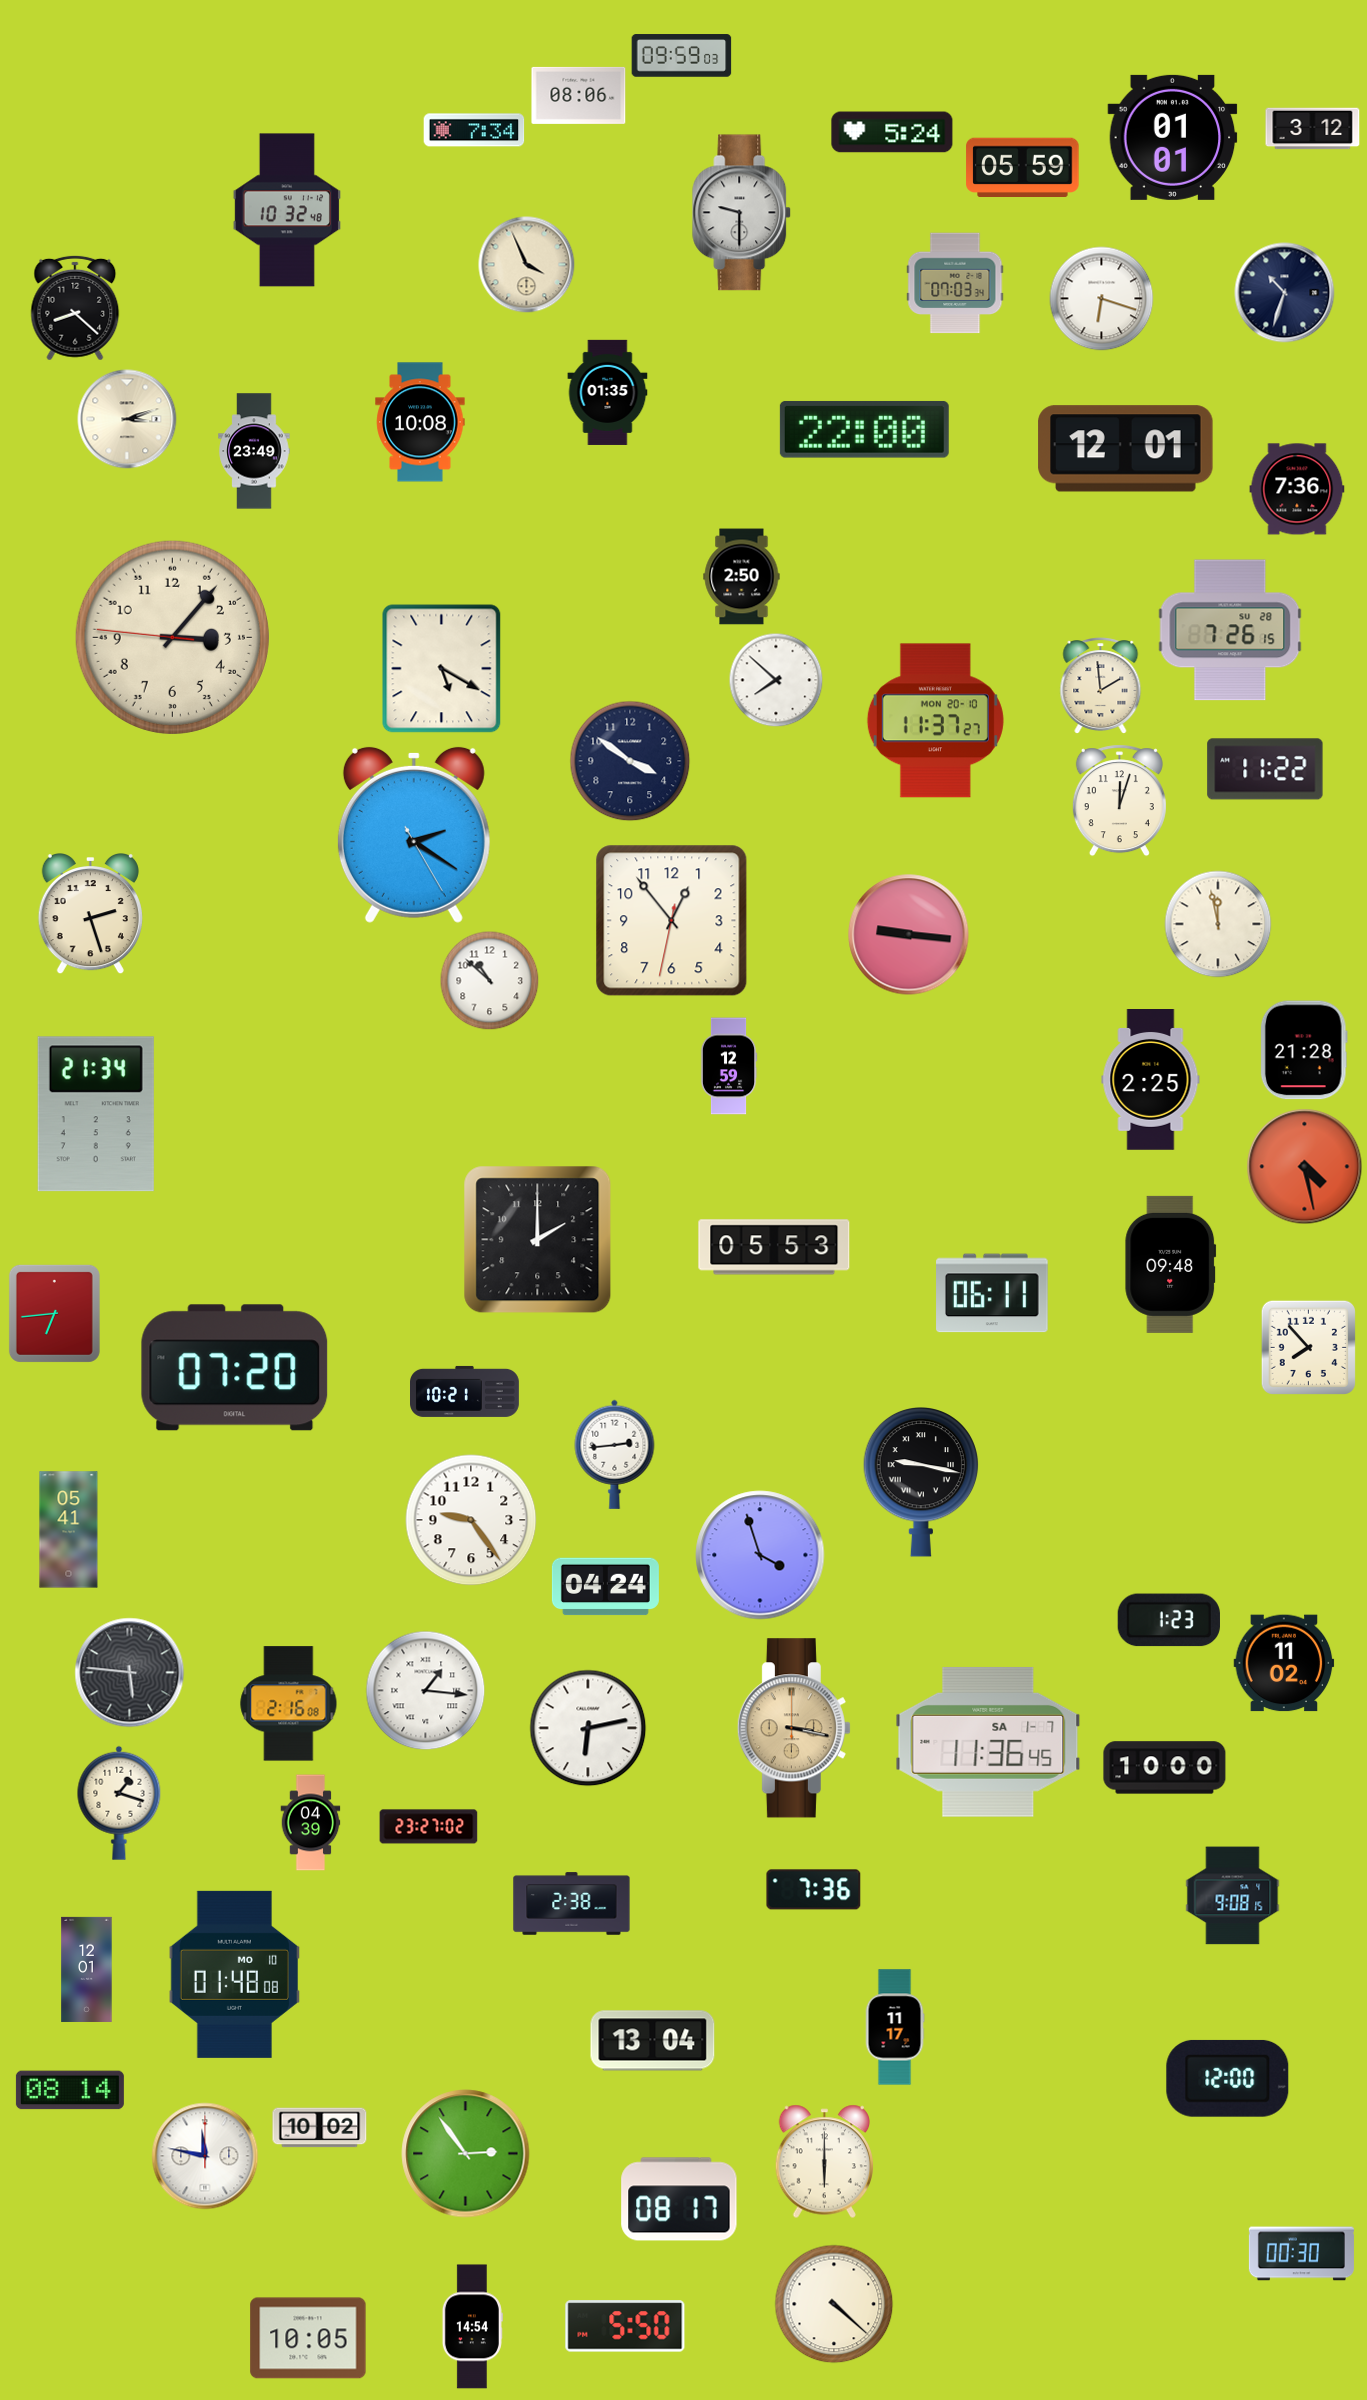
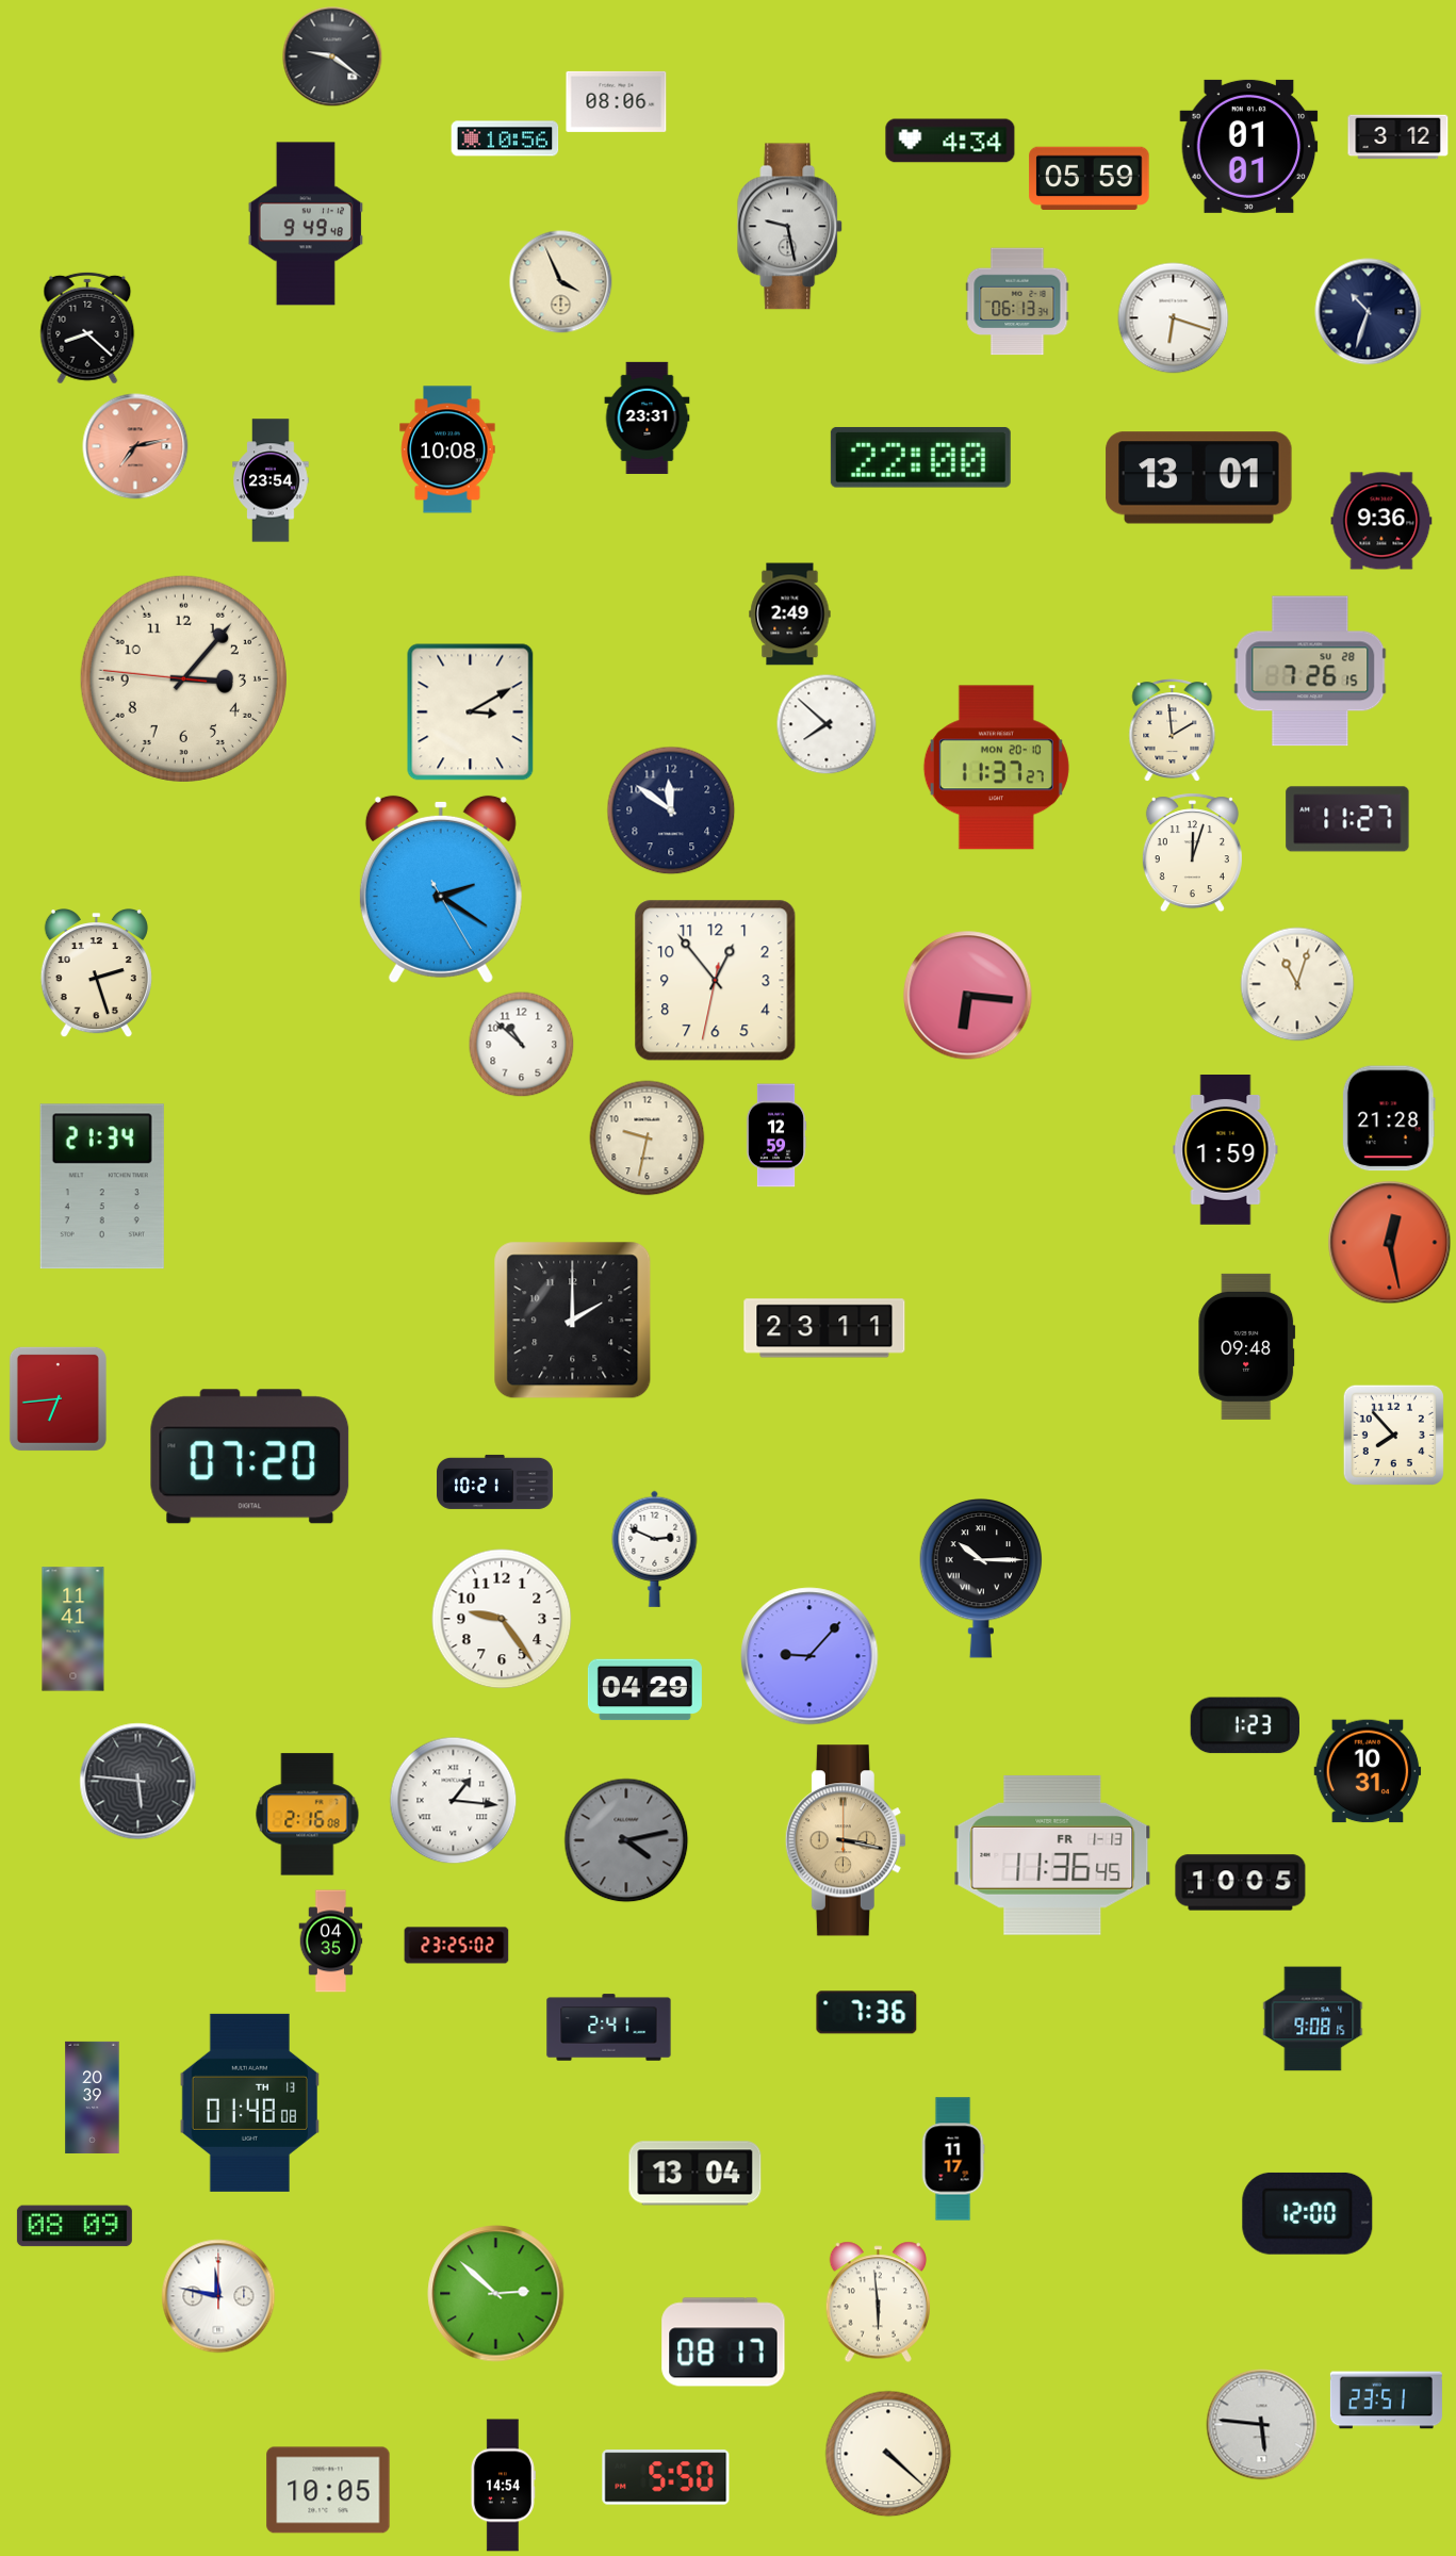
clock at (332, 56): none -> 9:21
clock at (682, 56): 09:59 -> none
clock at (474, 130): 7:34 -> 10:56
clock at (892, 132): 5:24 -> 4:34
clock at (287, 210): 10:32 -> 9:49
clock at (742, 213): 9:30 -> 9:28
clock at (955, 283): 07:03 -> 06:13
clock at (75, 308) position: (75, 308) -> (87, 328)
clock at (608, 392): 01:35 -> 23:31
clock at (127, 419): 3:12 -> 7:13
clock at (127, 419) dial: cream -> salmon
clock at (1126, 449): 12:01 -> 13:01
clock at (254, 451): 23:49 -> 23:54
clock at (1297, 489): 7:36 -> 9:36
clock at (742, 577): 2:50 -> 2:49
clock at (442, 669): 5:20 -> 3:10
clock at (630, 761): 3:51 -> 11:51
clock at (1265, 769): 11:22 -> 11:27
clock at (1218, 924): 11:58 -> 11:03
clock at (909, 935): 9:16 -> 6:16
clock at (648, 1138): none -> 9:32
clock at (1151, 1080): 2:25 -> 1:59
clock at (1305, 1167): 4:28 -> 12:28
clock at (774, 1247): 05:53 -> 23:11
clock at (992, 1293): 06:11 -> none
clock at (615, 1454): 2:44 -> 2:49
clock at (921, 1483): 9:17 -> 10:15
clock at (69, 1530): 05:41 -> 11:41
clock at (760, 1555): 3:57 -> 9:07
clock at (605, 1587): 04:24 -> 04:29
clock at (1284, 1663): 11:02 -> 10:31
clock at (588, 1728): 6:13 -> 4:13
clock at (588, 1728) dial: white -> grey
clock at (988, 1742) date: SA 1-7 -> FR 1-13
clock at (1165, 1768): 10:00 -> 10:05
clock at (119, 1803): 1:18 -> none
clock at (311, 1823): 04:39 -> 04:35
clock at (429, 1827): 23:27 -> 23:25
clock at (572, 1904): 2:38 -> 2:41
clock at (87, 1969): 12:01 -> 20:39
clock at (234, 1974) date: MO 10 -> TH 13
clock at (70, 2090): 08:14 -> 08:09
clock at (320, 2128): 10:02 -> none
clock at (466, 2154): 2:54 -> 2:52
clock at (824, 2162): 6:00 -> 5:59
clock at (1301, 2254): 00:30 -> 23:51
clock at (1262, 2425): none -> 5:46
clock at (472, 2327) position: (472, 2327) -> (503, 2486)
